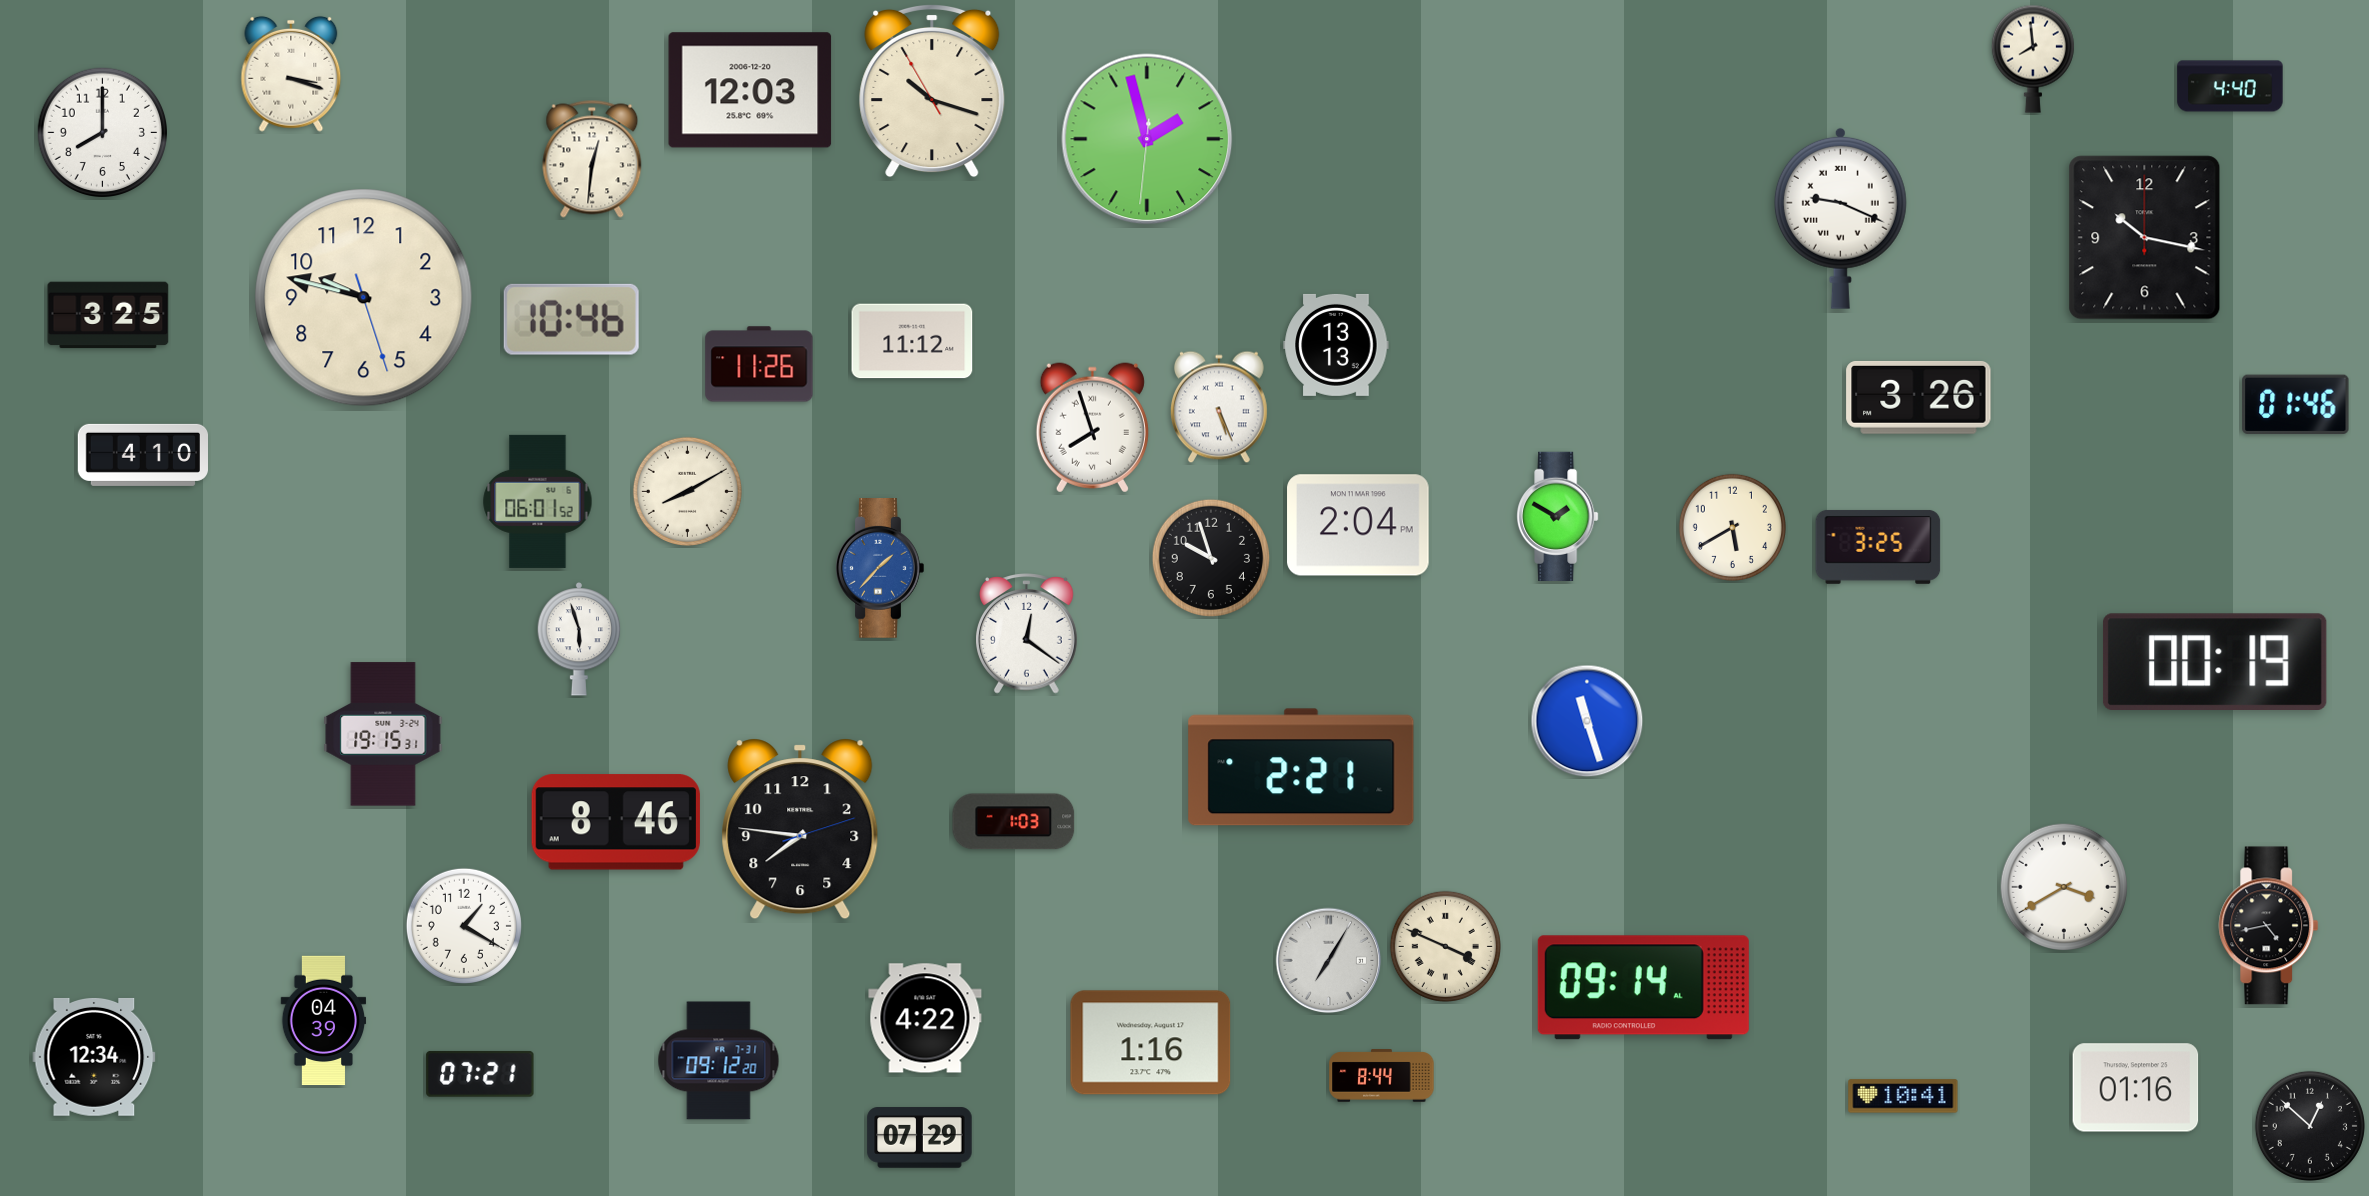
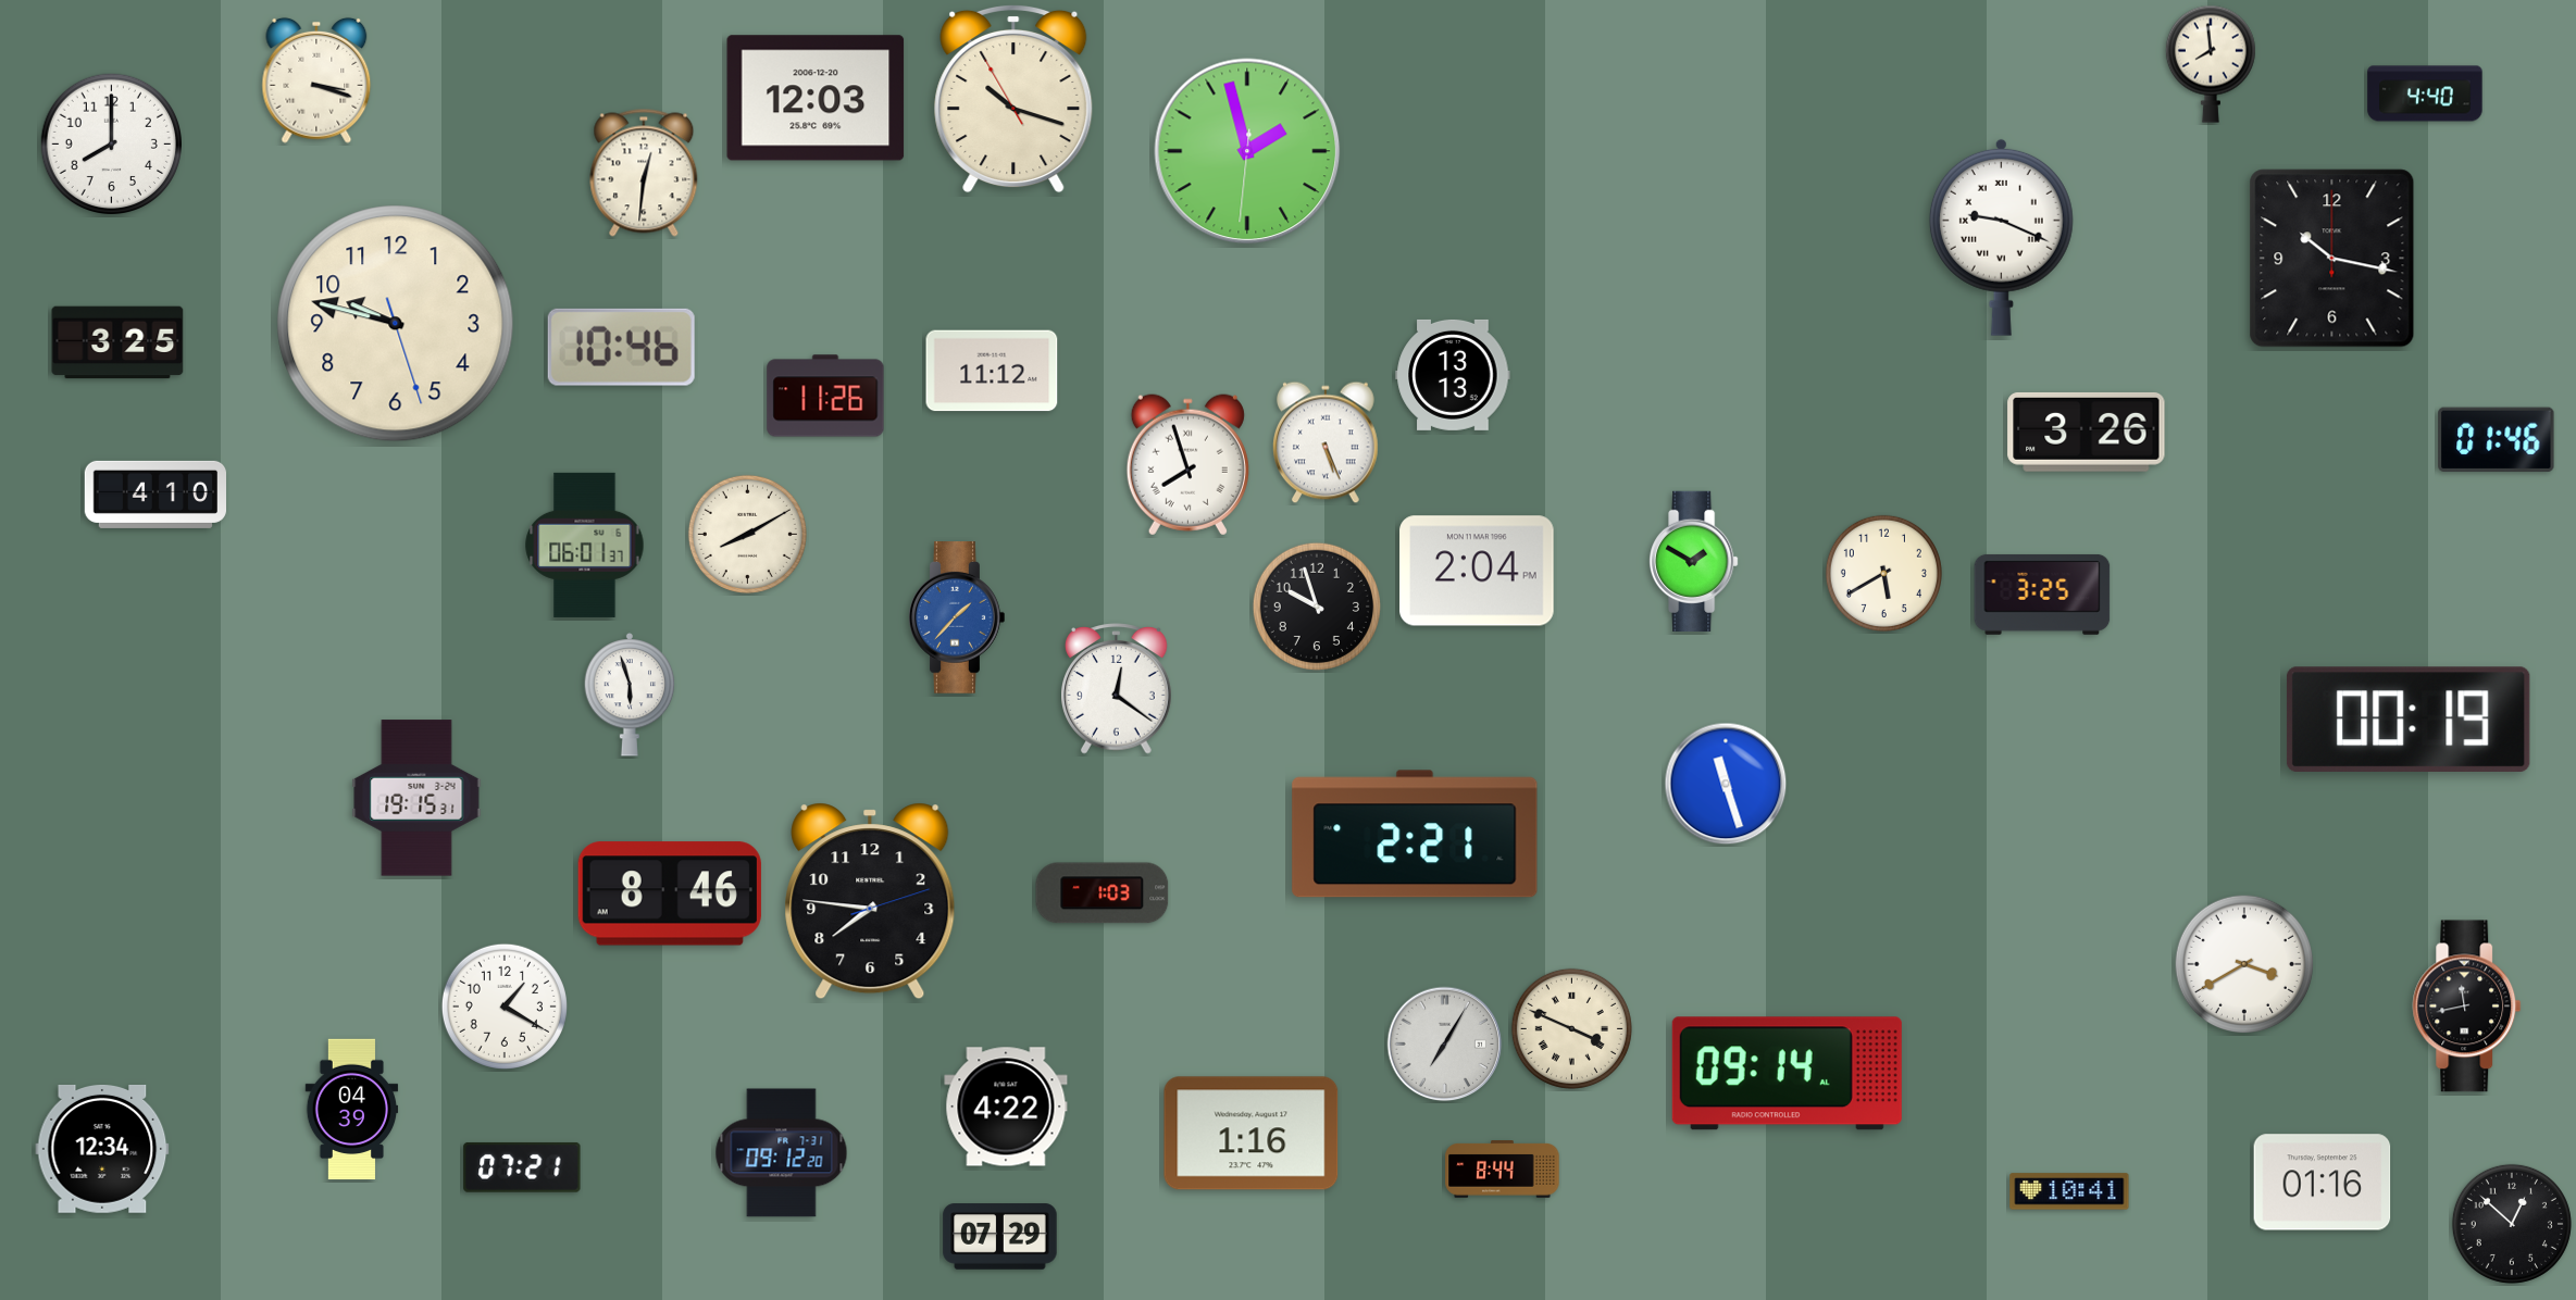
clock at (538, 501): 06:01:52 -> 06:01:37
clock at (2269, 926): 4:43 -> 11:43
